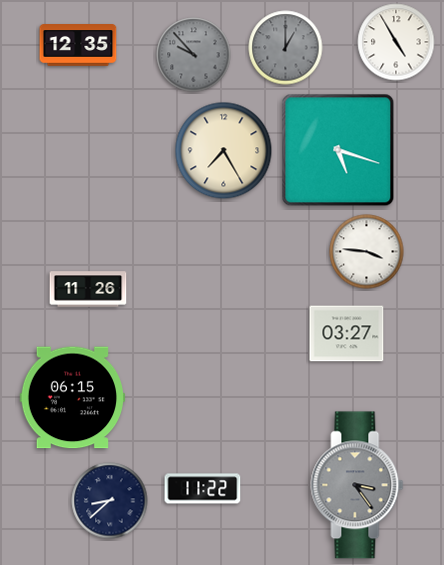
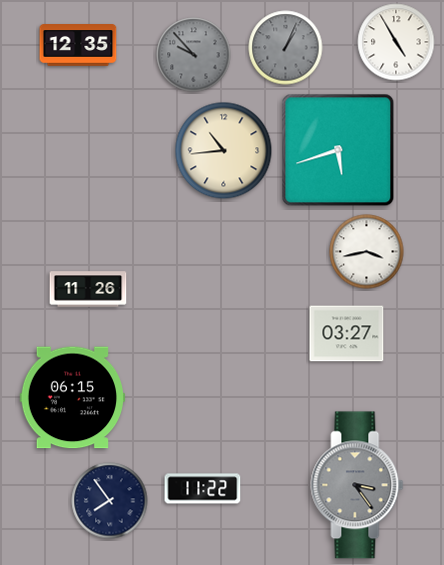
clock at (286, 48): 1:00 -> 1:04
clock at (338, 150): 5:18 -> 5:42
clock at (224, 151): 7:25 -> 10:44
clock at (367, 252): 3:46 -> 3:43
clock at (110, 501): 8:38 -> 7:54
